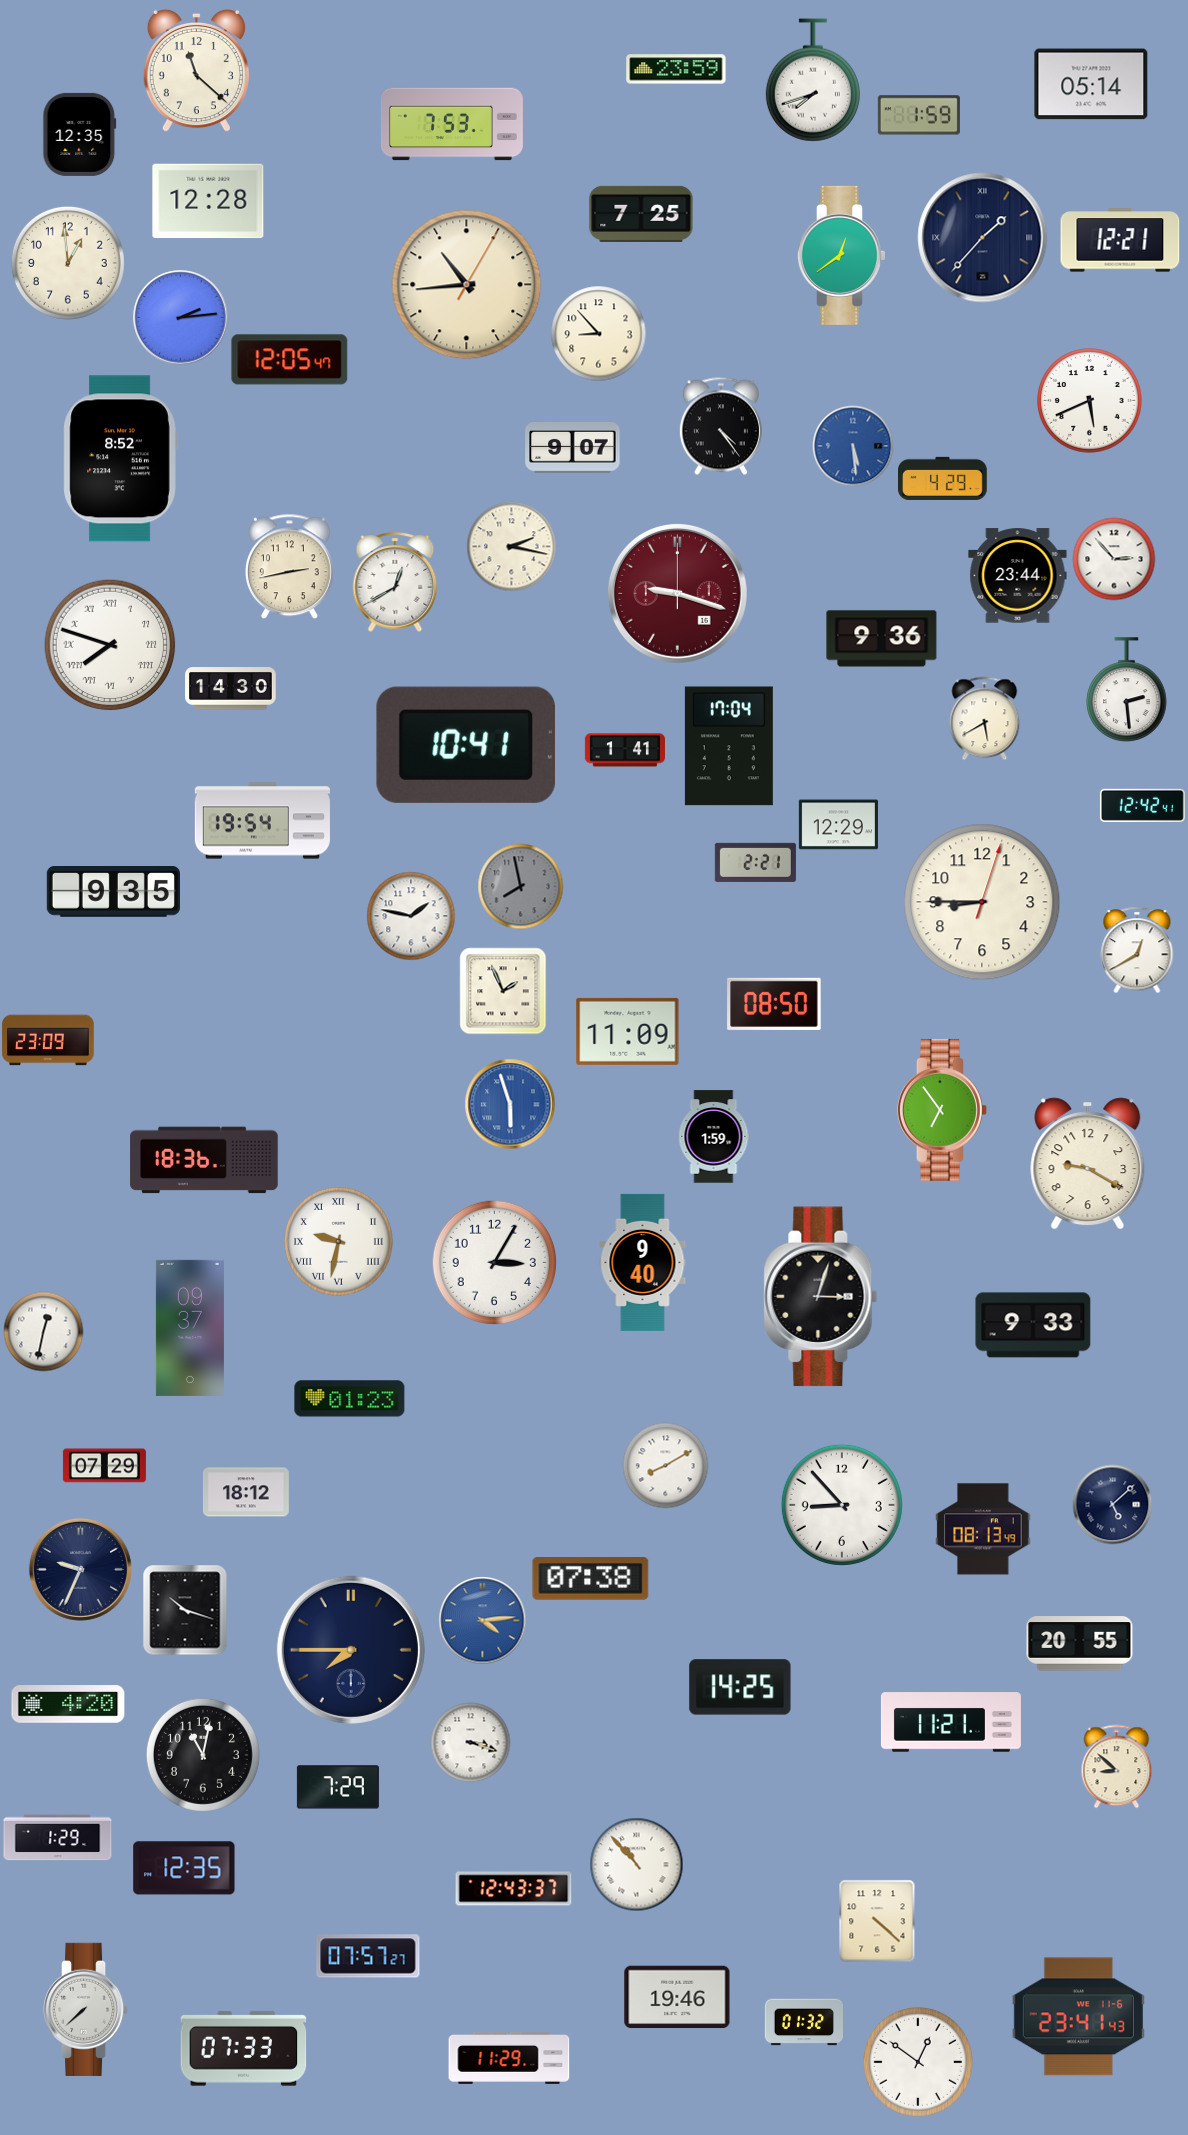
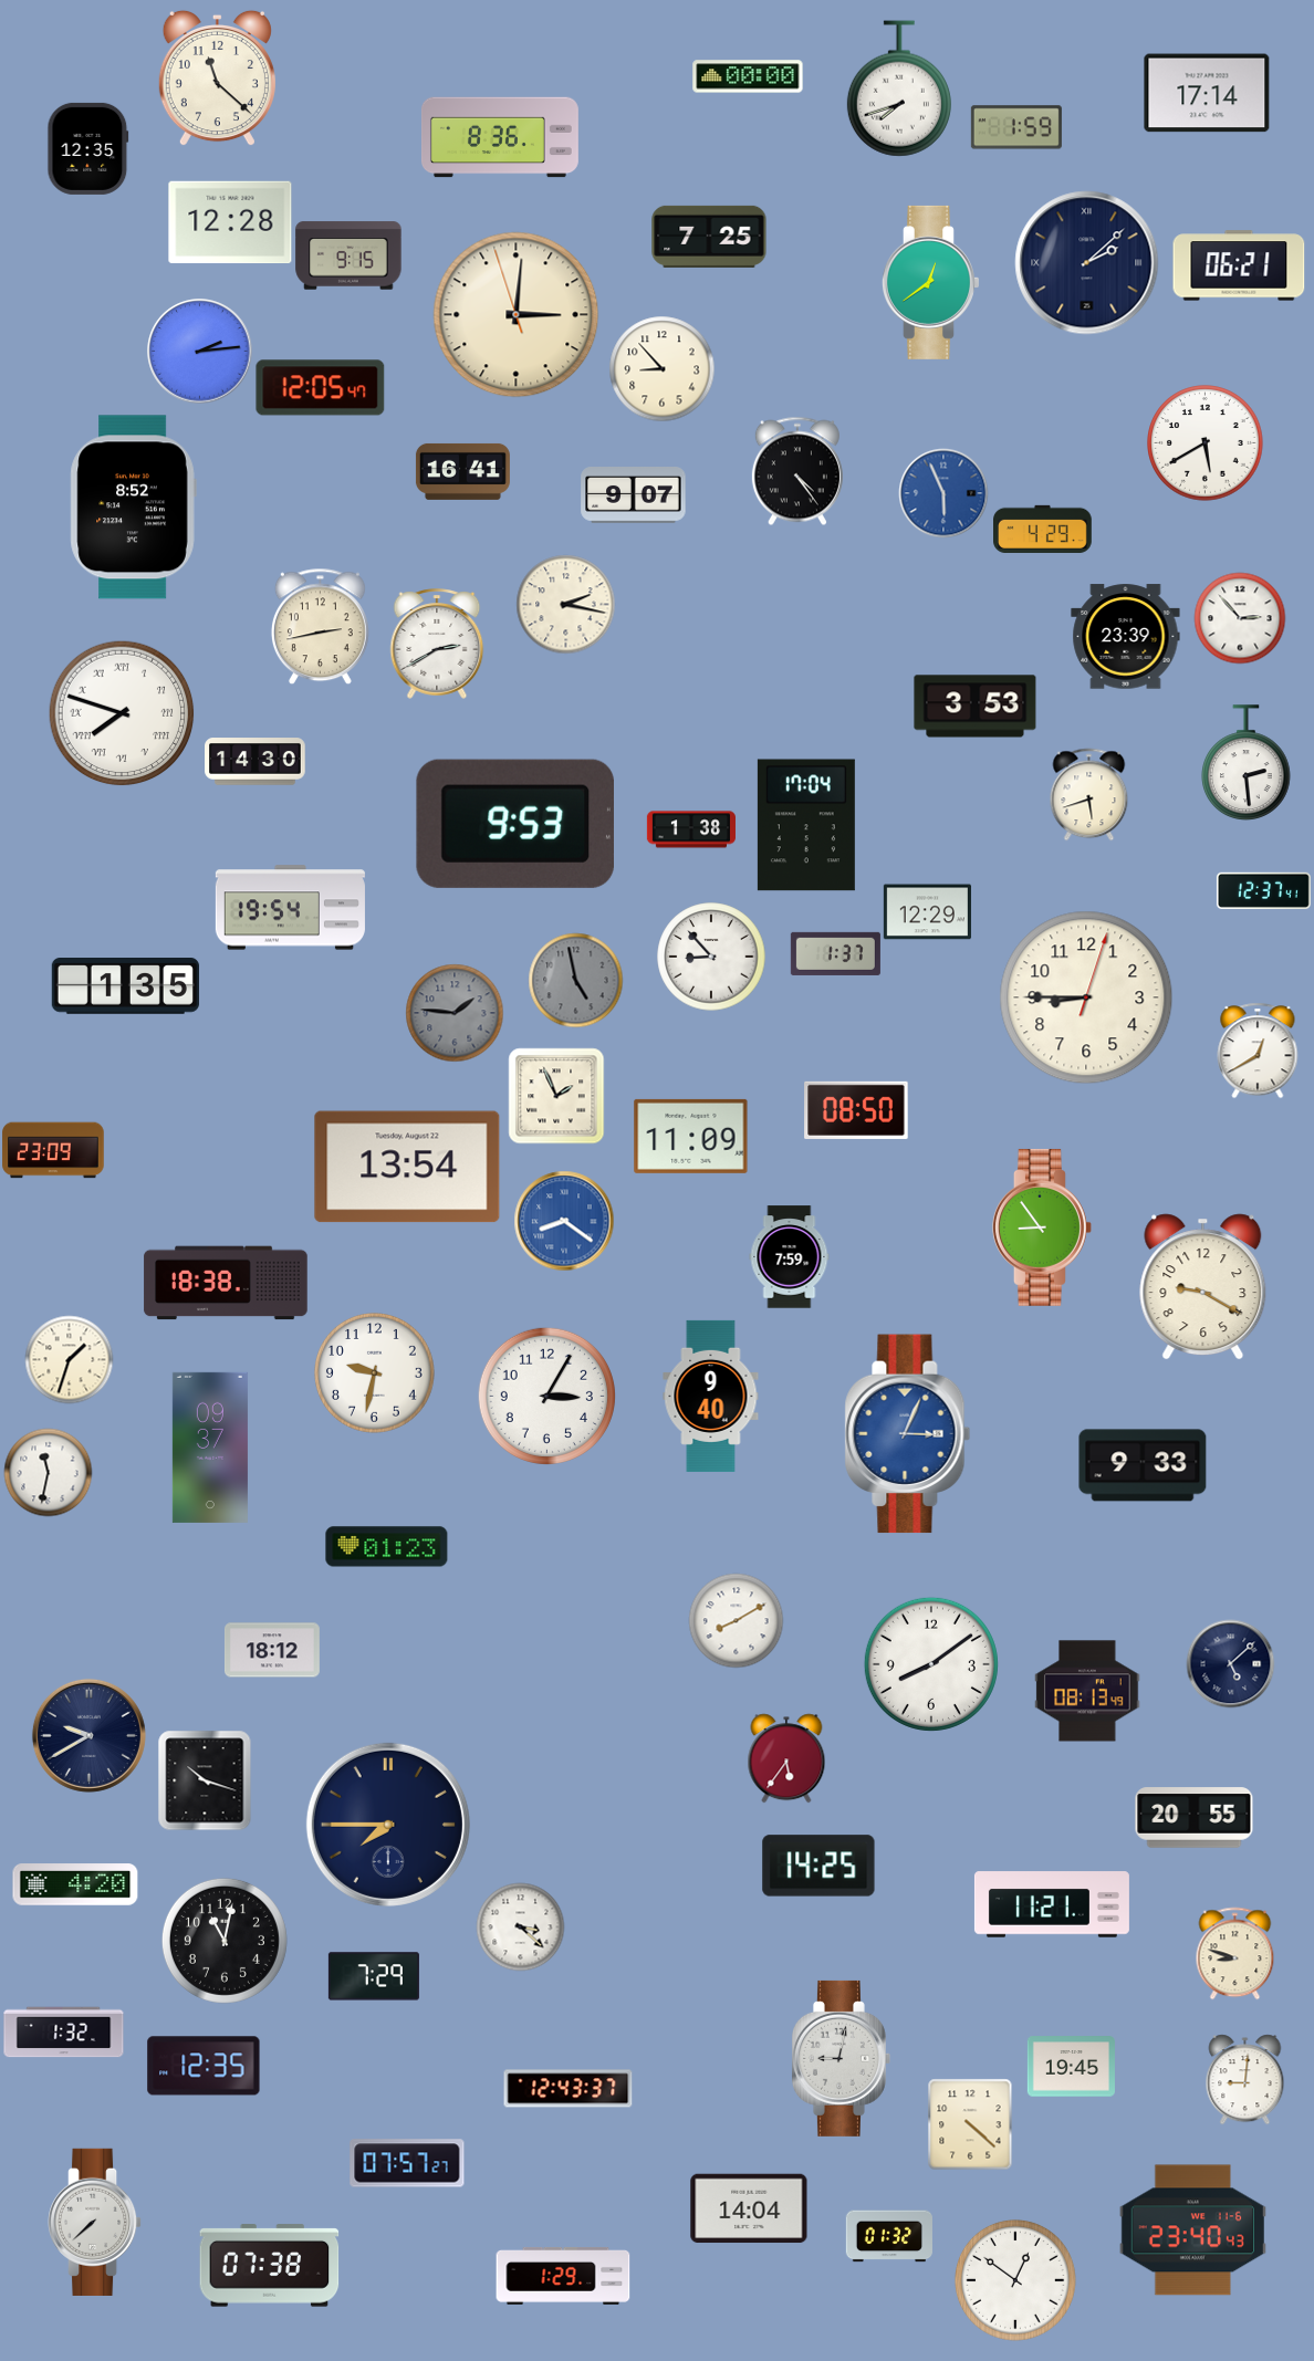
clock at (676, 69): 23:59 -> 00:00
clock at (1091, 84): 05:14 -> 17:14
clock at (452, 124): 7:53 -> 8:36
clock at (348, 255): none -> 9:15
clock at (983, 238): 1:37 -> 2:08
clock at (1120, 240): 12:21 -> 06:21
clock at (68, 263): 12:59 -> none
clock at (467, 285): 10:44 -> 3:00
clock at (290, 360) position: (290, 360) -> (321, 388)
clock at (1090, 401): 5:41 -> 5:40
clock at (462, 471): none -> 16:41
clock at (853, 446): 5:29 -> 5:56
clock at (1114, 559) position: (1114, 559) -> (1240, 618)
clock at (1018, 576): 23:44 -> 23:39
clock at (395, 582): 12:40 -> 2:40
clock at (677, 593): 9:18 -> none
clock at (882, 639): 9:36 -> 3:53
clock at (985, 718): 5:40 -> 5:42
clock at (466, 745): 10:41 -> 9:53
clock at (625, 750): 1:41 -> 1:38
clock at (1142, 805): 12:42 -> 12:37
clock at (755, 862): 2:21 -> 1:37
clock at (711, 957): none -> 8:53
clock at (520, 886): 7:58 -> 4:58
clock at (113, 892): 9:35 -> 1:35
clock at (411, 916): 1:47 -> 1:46
clock at (411, 916) dial: white -> grey
clock at (628, 1031) position: (628, 1031) -> (691, 1136)
clock at (407, 1167): none -> 13:54
clock at (510, 1104): 5:57 -> 8:21
clock at (942, 1110): 6:54 -> 8:54
clock at (714, 1137): 1:59 -> 7:59
clock at (204, 1160): 18:36 -> 18:38
clock at (69, 1359): none -> 1:33
clock at (338, 1241) numerals: Roman -> Arabic
clock at (821, 1297): 3:03 -> 3:04
clock at (821, 1297) dial: black -> blue
clock at (190, 1328) position: (190, 1328) -> (210, 1448)
clock at (43, 1331): 12:32 -> 11:32
clock at (104, 1466): 07:29 -> none
clock at (842, 1505): 8:53 -> 8:09
clock at (80, 1569): 9:34 -> 9:40
clock at (591, 1579): 07:38 -> none
clock at (786, 1758): none -> 5:36
clock at (482, 1620): 4:14 -> none
clock at (470, 1742): 3:18 -> 3:22
clock at (1117, 1766): 8:52 -> 8:48
clock at (58, 1838): 1:29 -> 1:32
clock at (841, 2058): none -> 9:02
clock at (636, 1864): 10:53 -> none
clock at (1071, 2067): none -> 19:45
clock at (1245, 2079): none -> 9:01
clock at (677, 1997): 19:46 -> 14:04
clock at (1078, 2017): 23:41 -> 23:40
clock at (244, 2049): 07:33 -> 07:38
clock at (509, 2058): 11:29 -> 1:29
